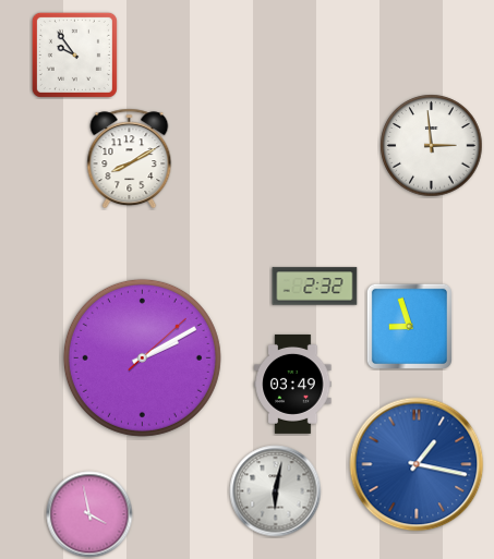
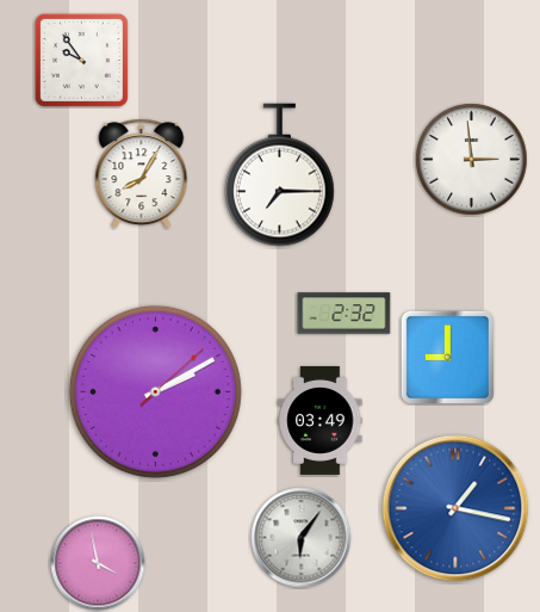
clock at (130, 159): 8:10 -> 8:05
clock at (279, 175): none -> 7:15
clock at (409, 326): 8:57 -> 9:00
clock at (276, 491): 6:02 -> 6:06
